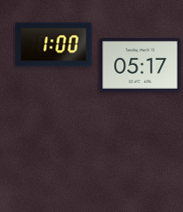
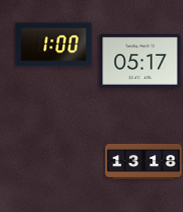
clock at (140, 65) position: (140, 65) -> (140, 61)
clock at (144, 161): none -> 13:18
